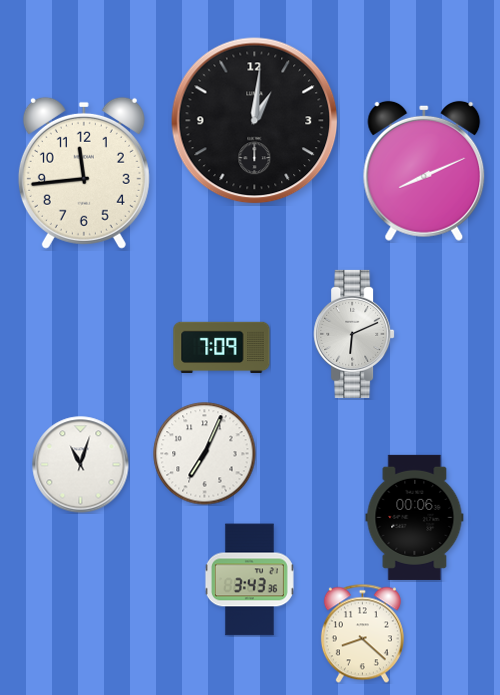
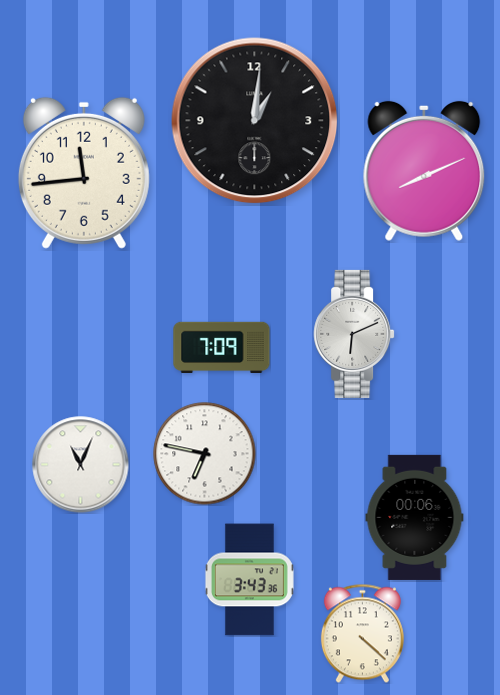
clock at (205, 454): 7:04 -> 6:47
clock at (81, 465): 11:03 -> 11:04
clock at (362, 633): 8:22 -> 4:22
